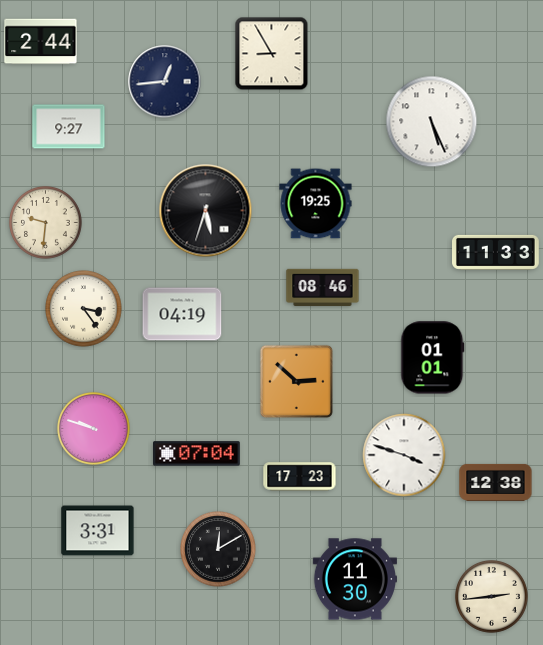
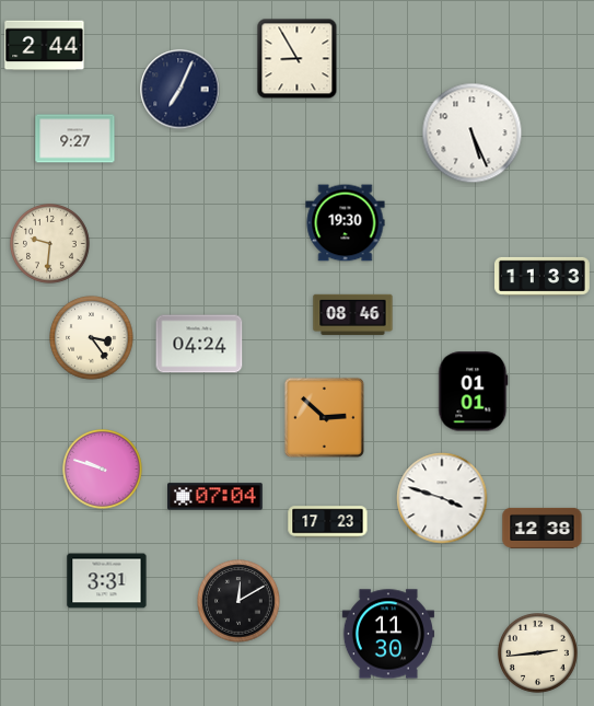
clock at (165, 82): 12:44 -> 7:04
clock at (316, 204): 19:25 -> 19:30
clock at (206, 211): 5:33 -> none
clock at (182, 314): 04:19 -> 04:24
